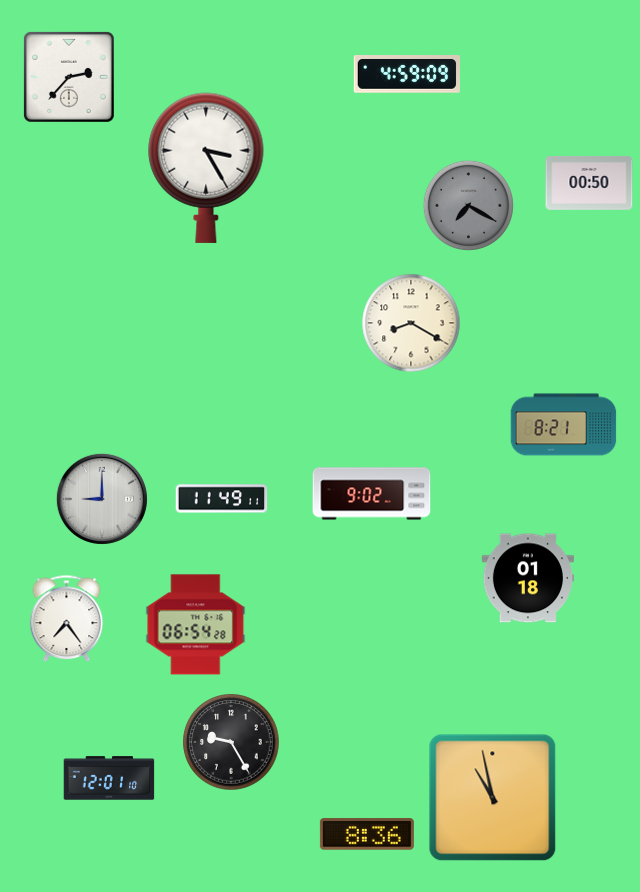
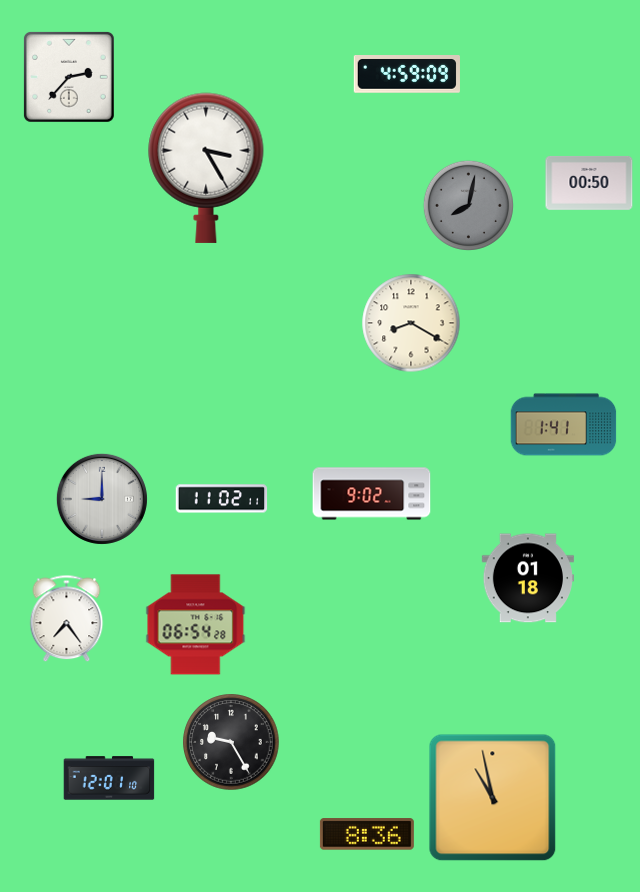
clock at (468, 205): 7:20 -> 8:02
clock at (564, 425): 8:21 -> 1:41
clock at (222, 499): 11:49 -> 11:02
